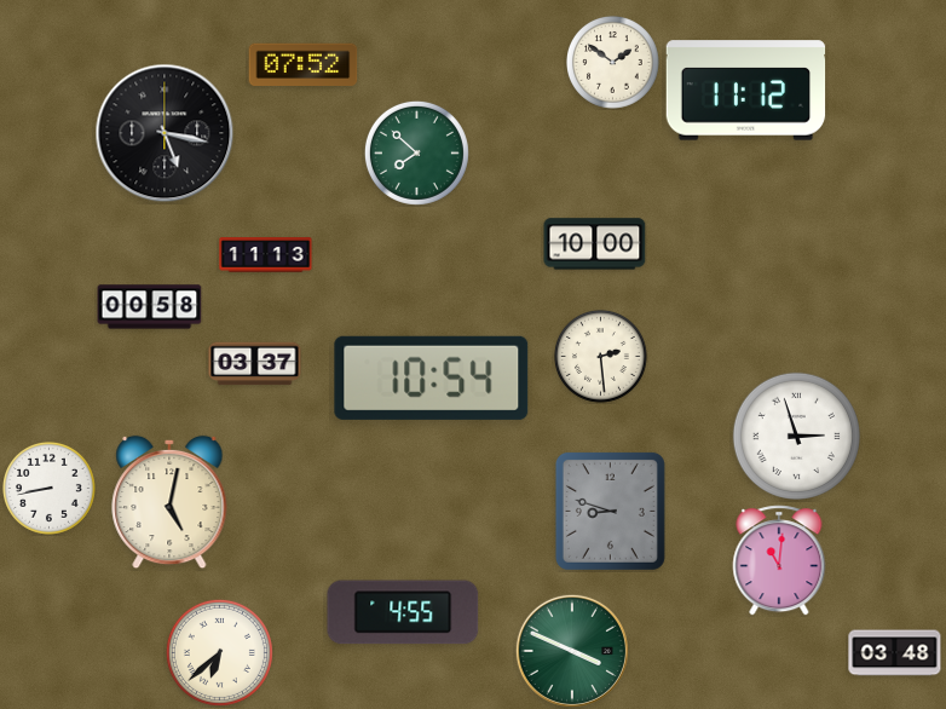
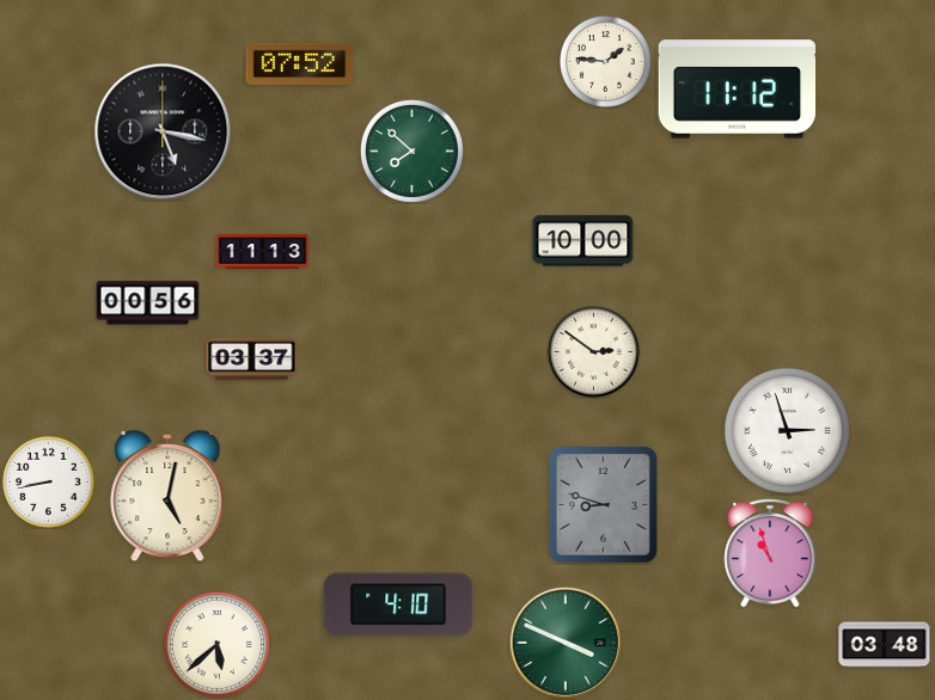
clock at (613, 63): 1:51 -> 1:46
clock at (595, 244) position: (595, 244) -> (583, 241)
clock at (150, 307): 00:58 -> 00:56
clock at (601, 357): 2:29 -> 2:51
clock at (432, 377): 10:54 -> none
clock at (779, 560): 11:01 -> 10:57
clock at (403, 612): 4:55 -> 4:10
clock at (219, 652): 6:38 -> 5:38
